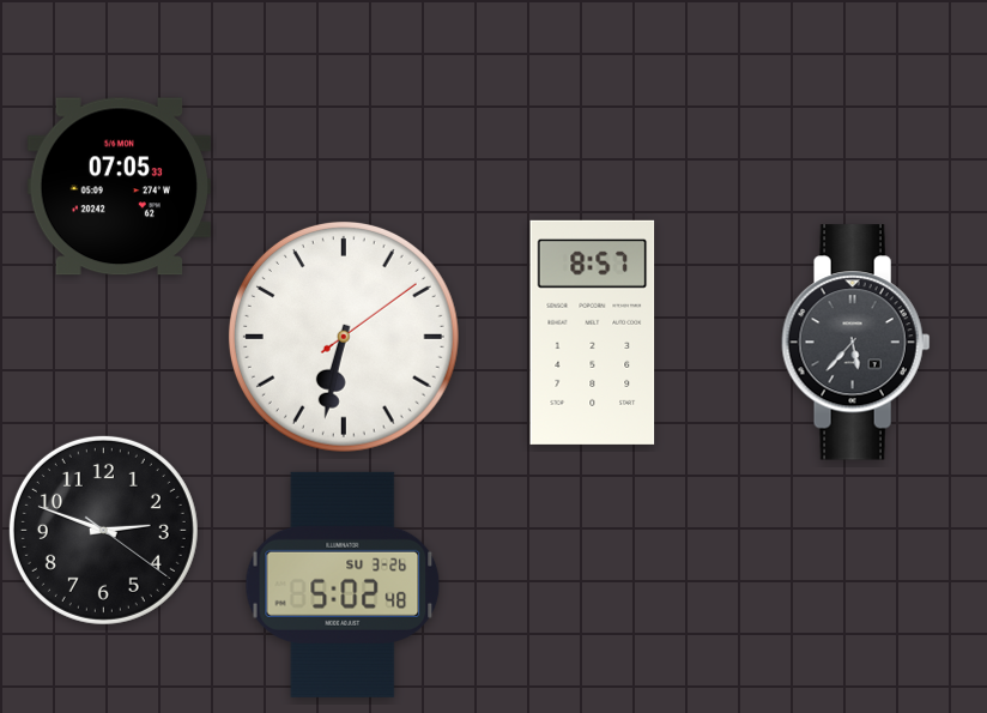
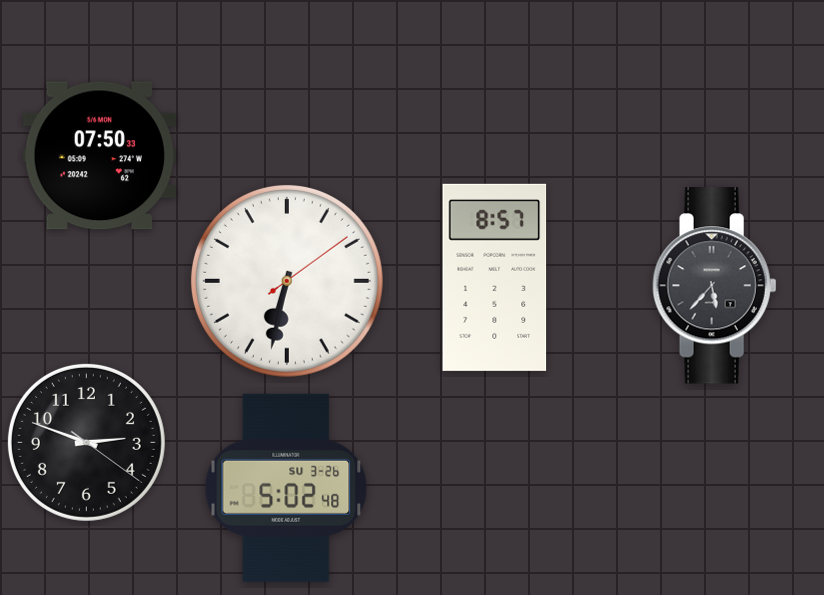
clock at (119, 187): 07:05 -> 07:50
